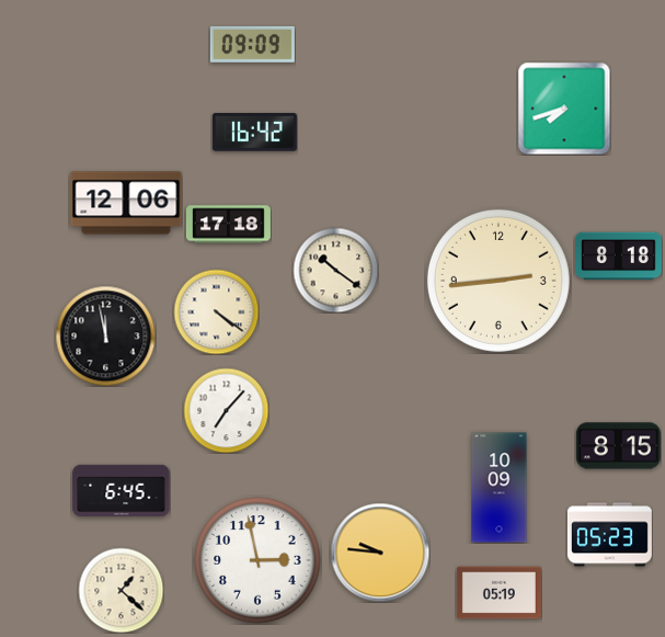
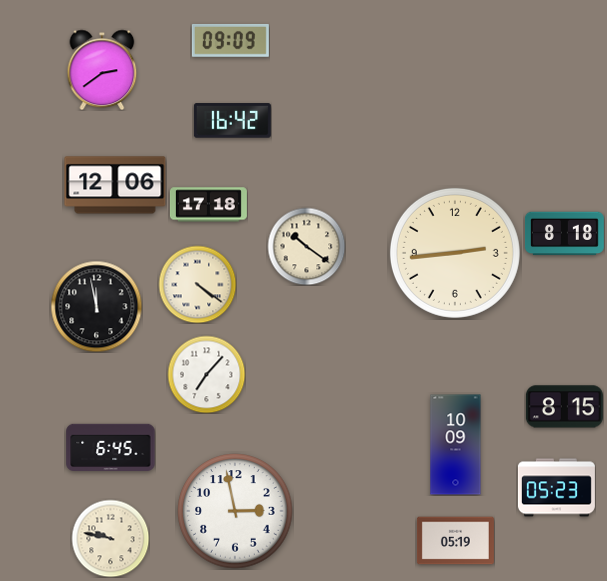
clock at (102, 70): none -> 2:39
clock at (564, 109): 7:42 -> none
clock at (498, 281) position: (498, 281) -> (455, 253)
clock at (380, 553): 9:46 -> none
clock at (121, 590): 1:22 -> 9:47
